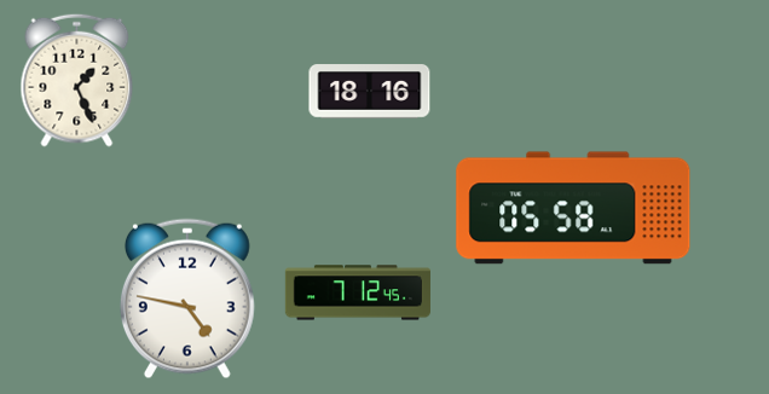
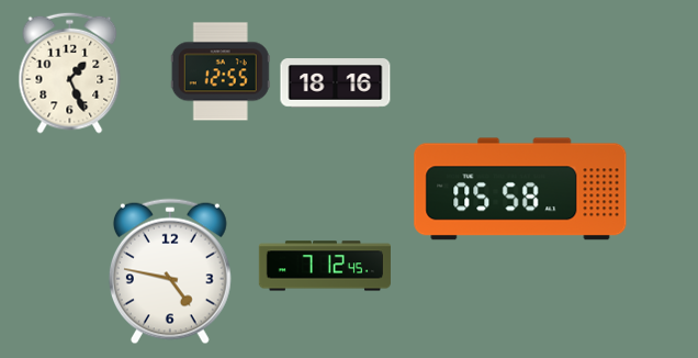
clock at (221, 71): none -> 12:55
